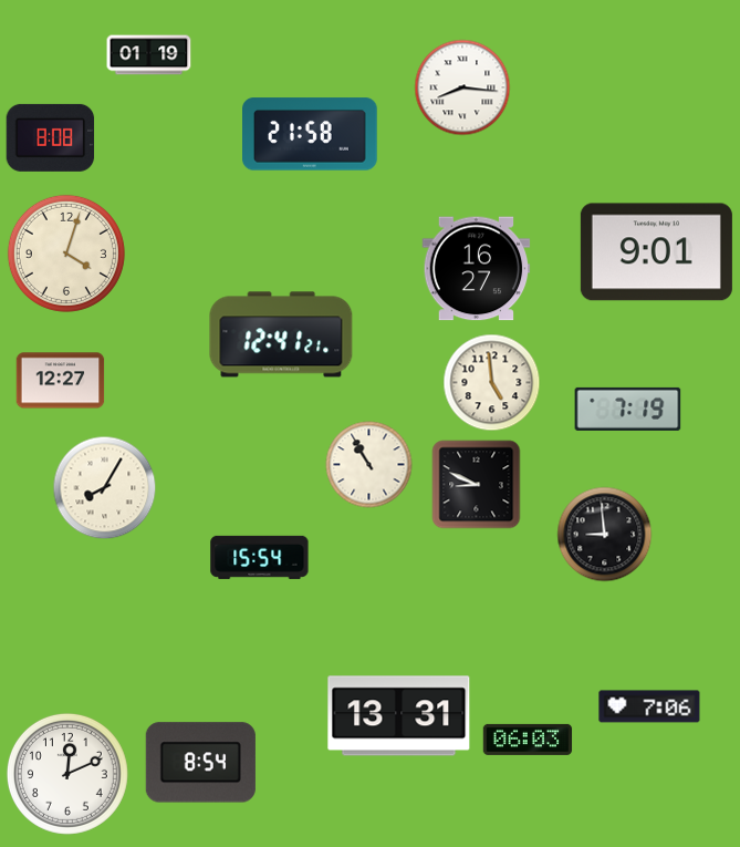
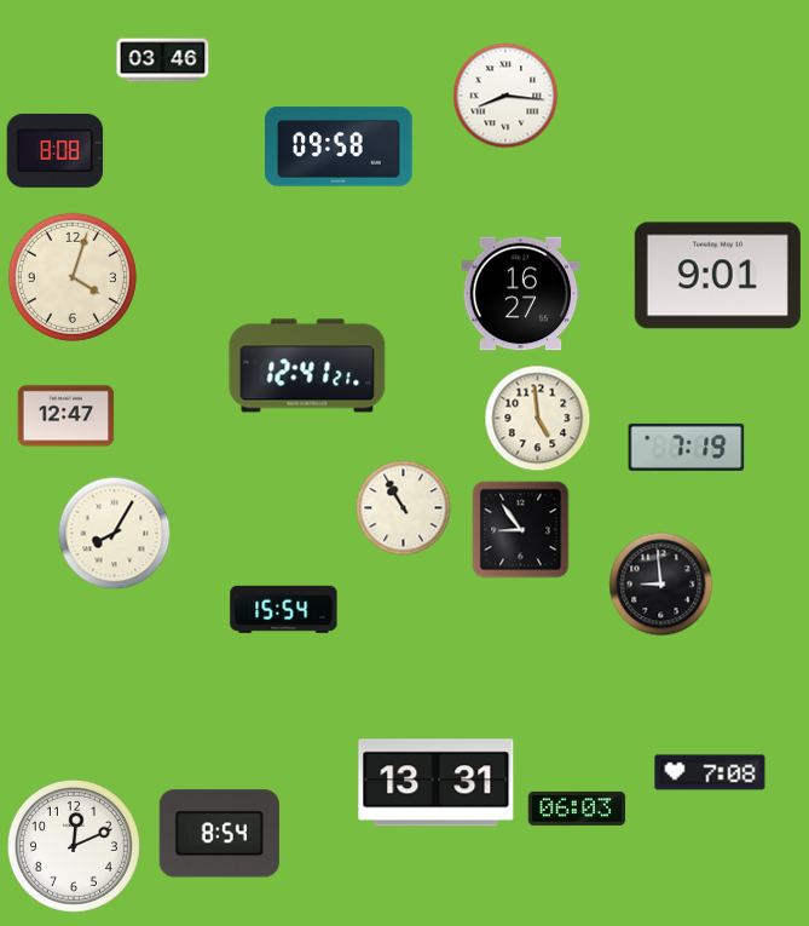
clock at (149, 55): 01:19 -> 03:46
clock at (311, 134): 21:58 -> 09:58
clock at (61, 381): 12:27 -> 12:47
clock at (477, 485): 8:49 -> 8:54
clock at (649, 706): 7:06 -> 7:08
